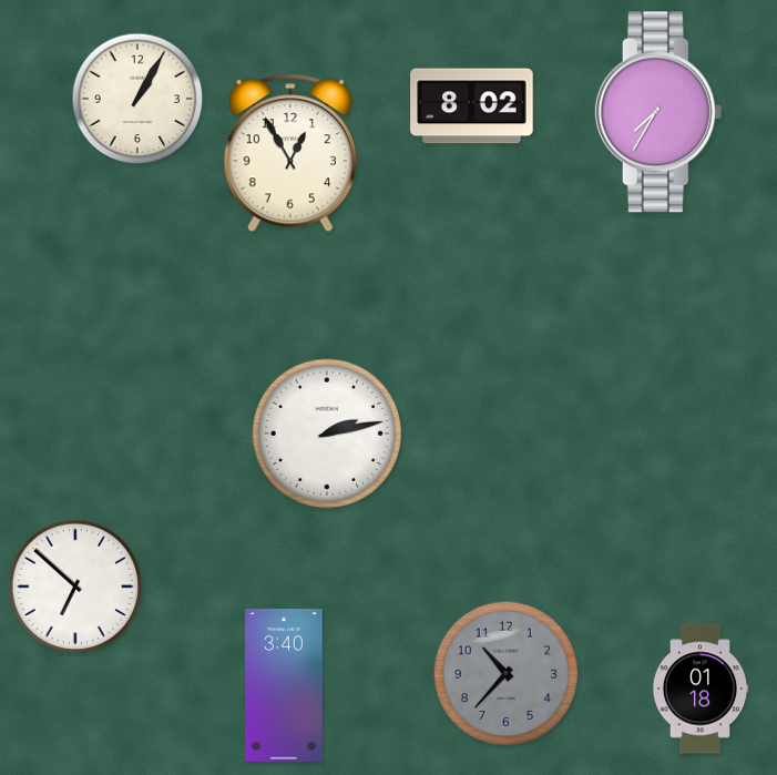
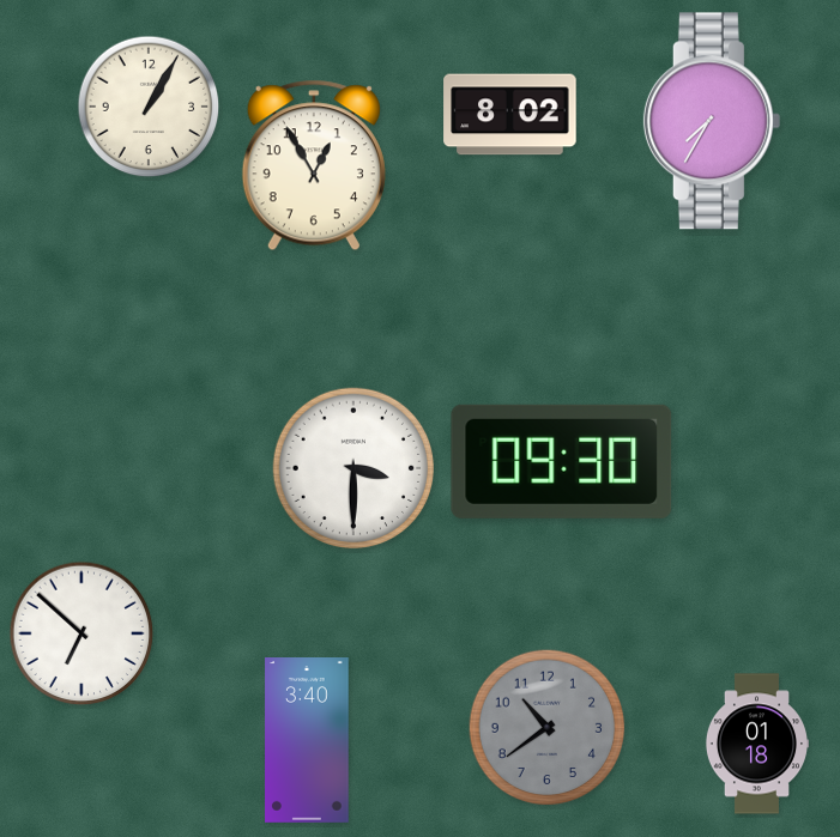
clock at (562, 461): none -> 09:30
clock at (327, 434): 2:13 -> 3:30
clock at (507, 674): 10:37 -> 10:39
